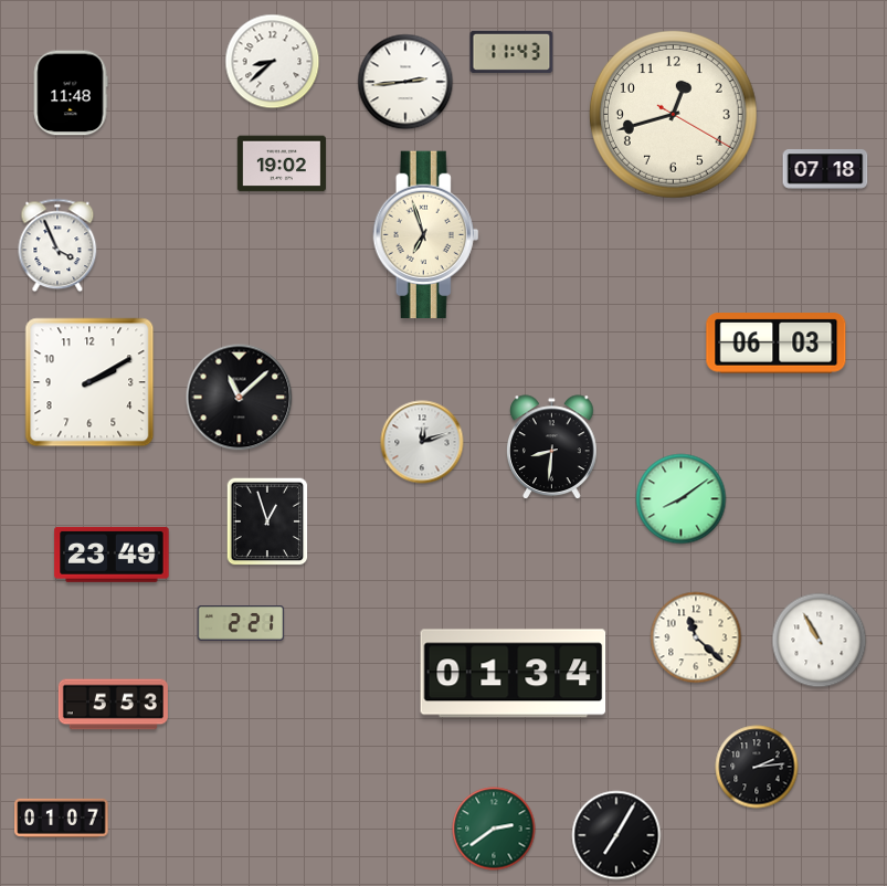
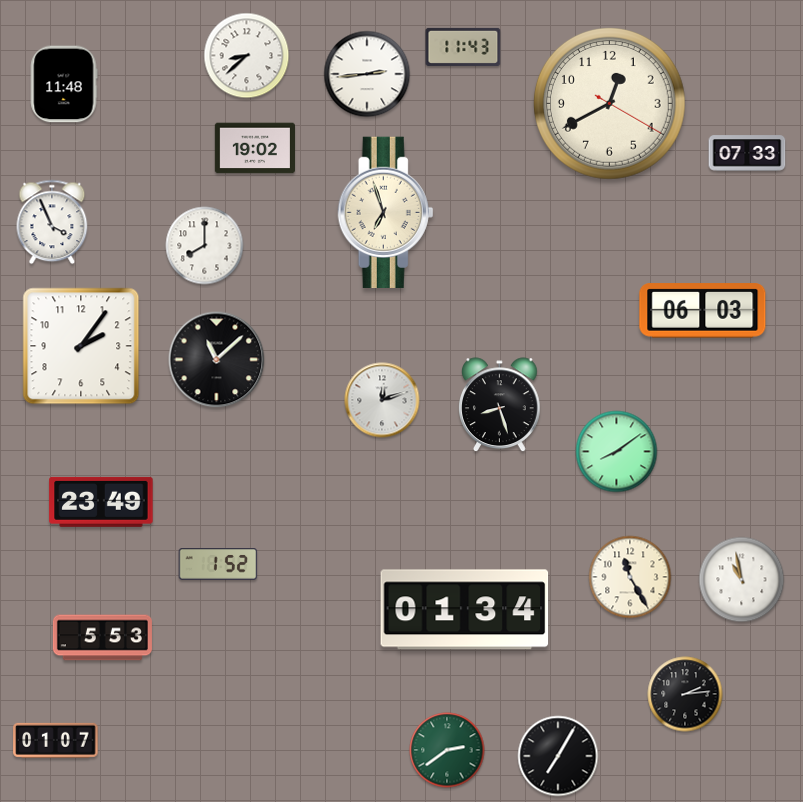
clock at (673, 114): 12:42 -> 12:40
clock at (825, 169): 07:18 -> 07:33
clock at (205, 246): none -> 8:00
clock at (89, 382): 2:10 -> 2:06
clock at (552, 447): 8:31 -> 8:27
clock at (267, 521): 12:57 -> none
clock at (241, 624): 2:21 -> 1:52
clock at (696, 637): 11:22 -> 11:25
clock at (820, 641): 10:55 -> 10:58
